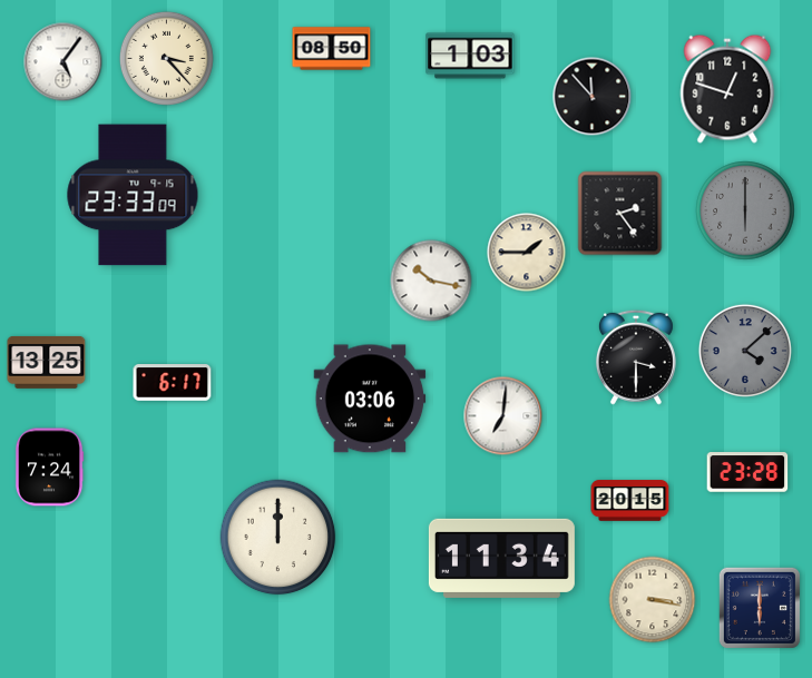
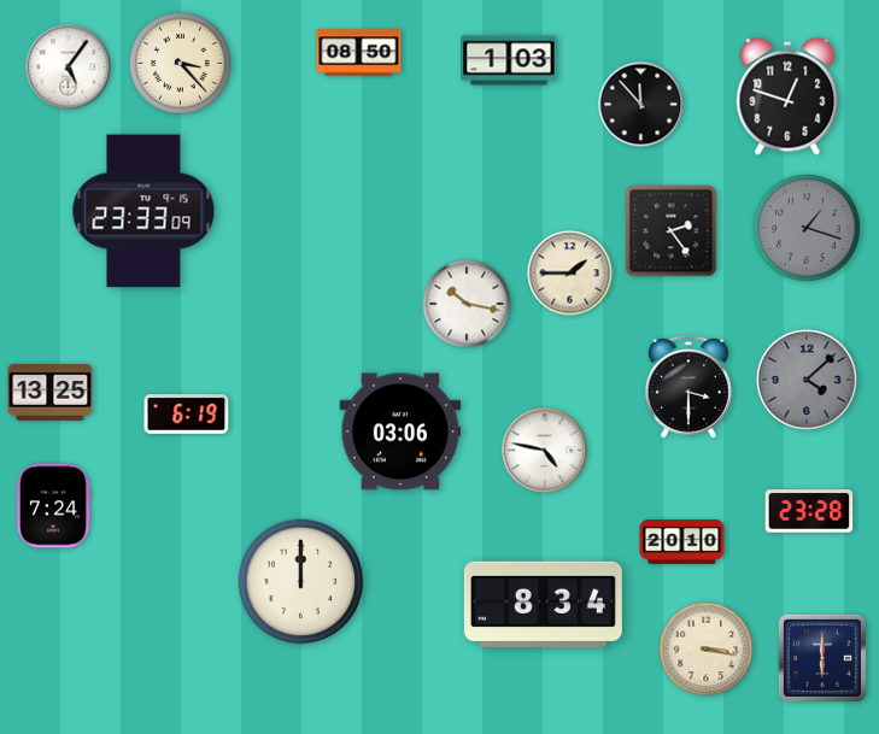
clock at (745, 210): 6:00 -> 1:18
clock at (173, 383): 6:17 -> 6:19
clock at (503, 416): 7:01 -> 4:47
clock at (630, 501): 20:15 -> 20:10
clock at (501, 558): 11:34 -> 8:34
